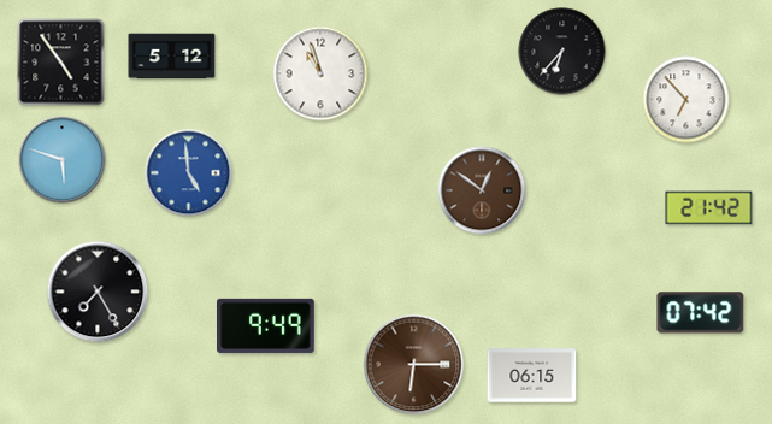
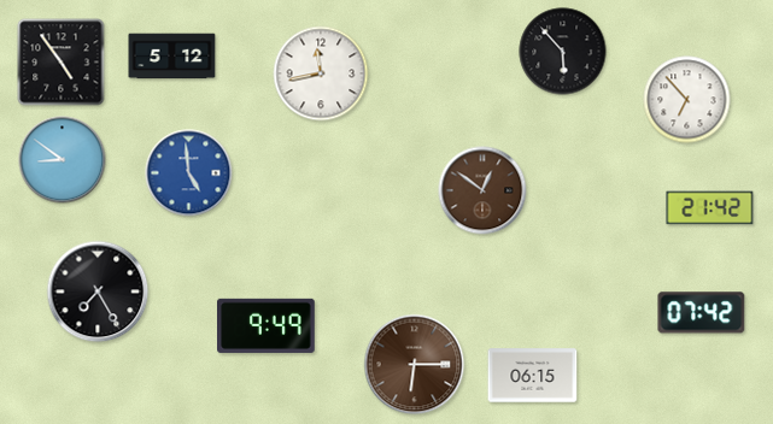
clock at (562, 52): 6:37 -> 5:53
clock at (320, 73): 10:57 -> 11:43
clock at (63, 160): 5:48 -> 8:51
